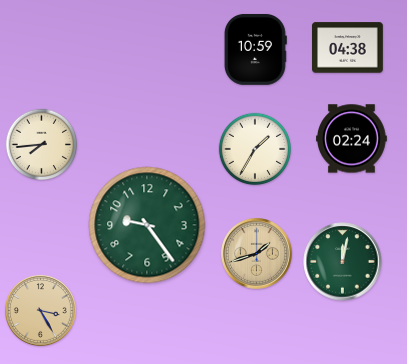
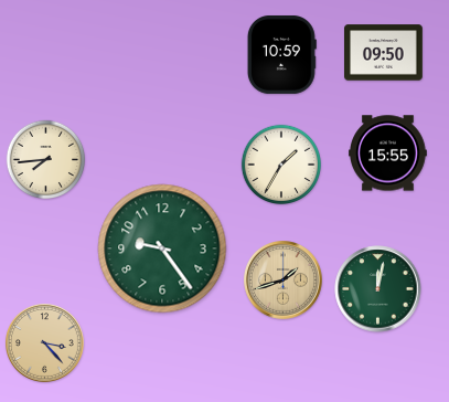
clock at (348, 48): 04:38 -> 09:50
clock at (352, 139): 02:24 -> 15:55
clock at (41, 311): 3:25 -> 3:23
